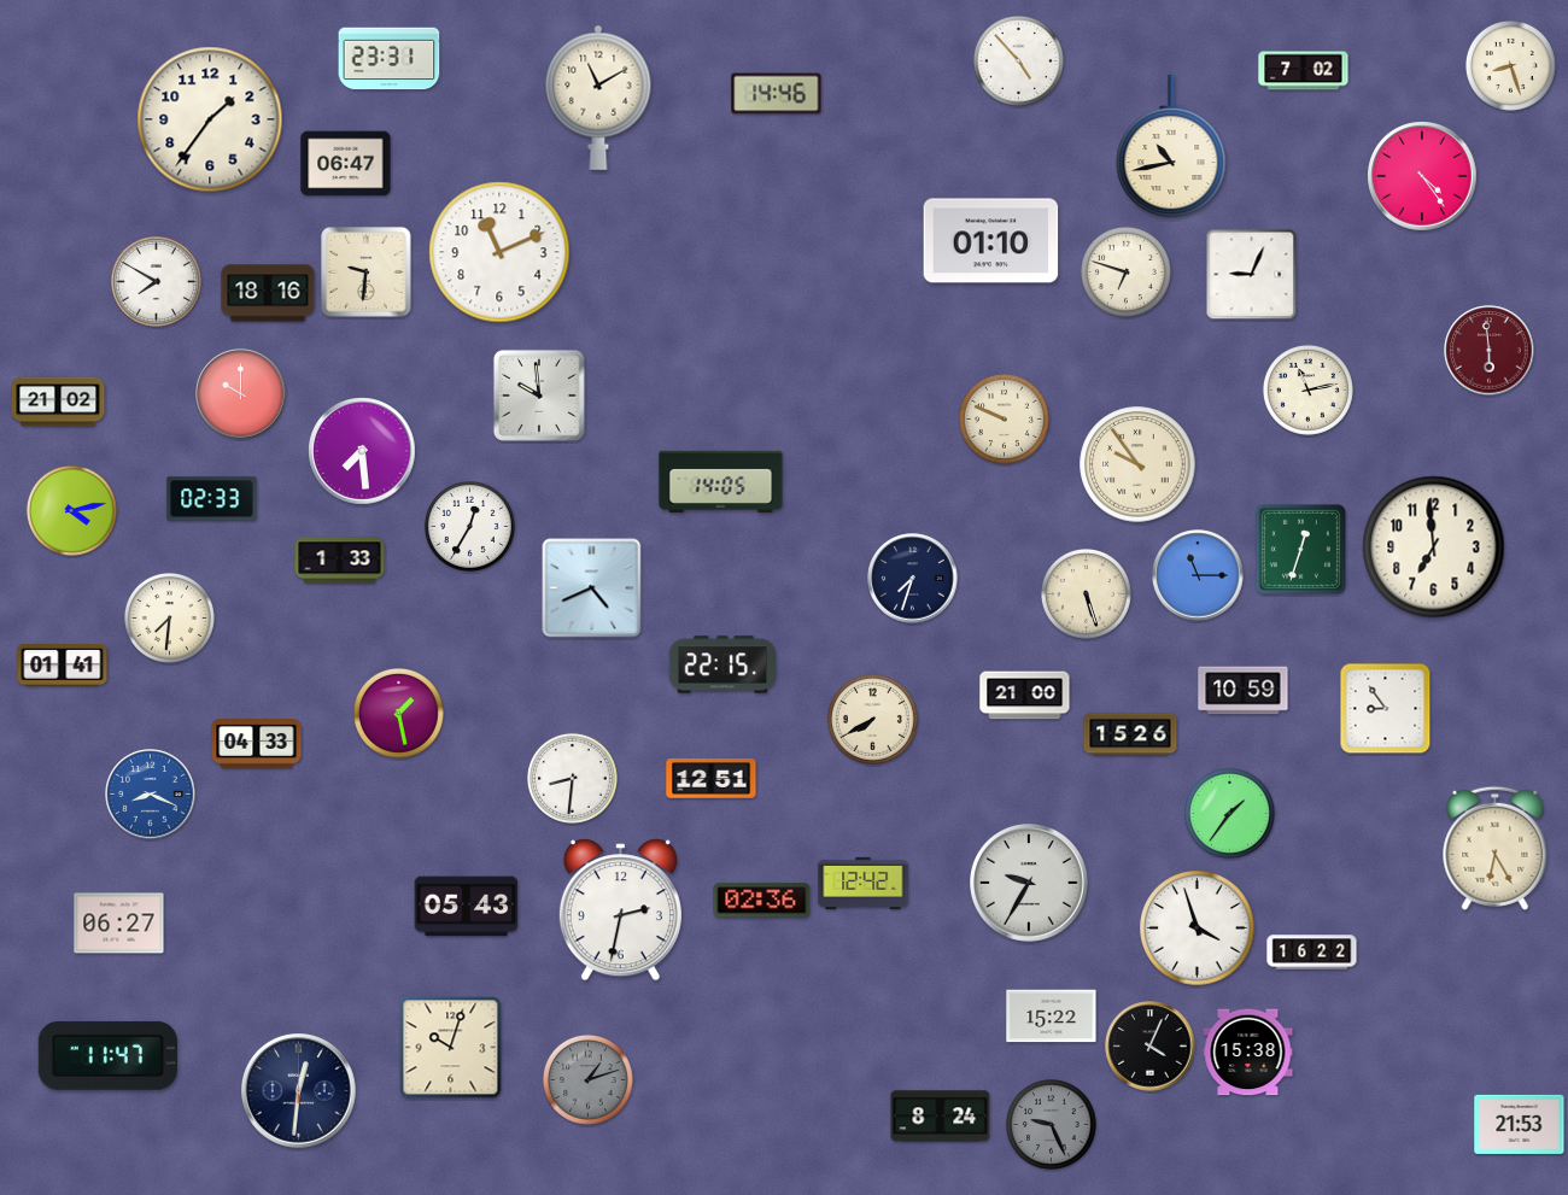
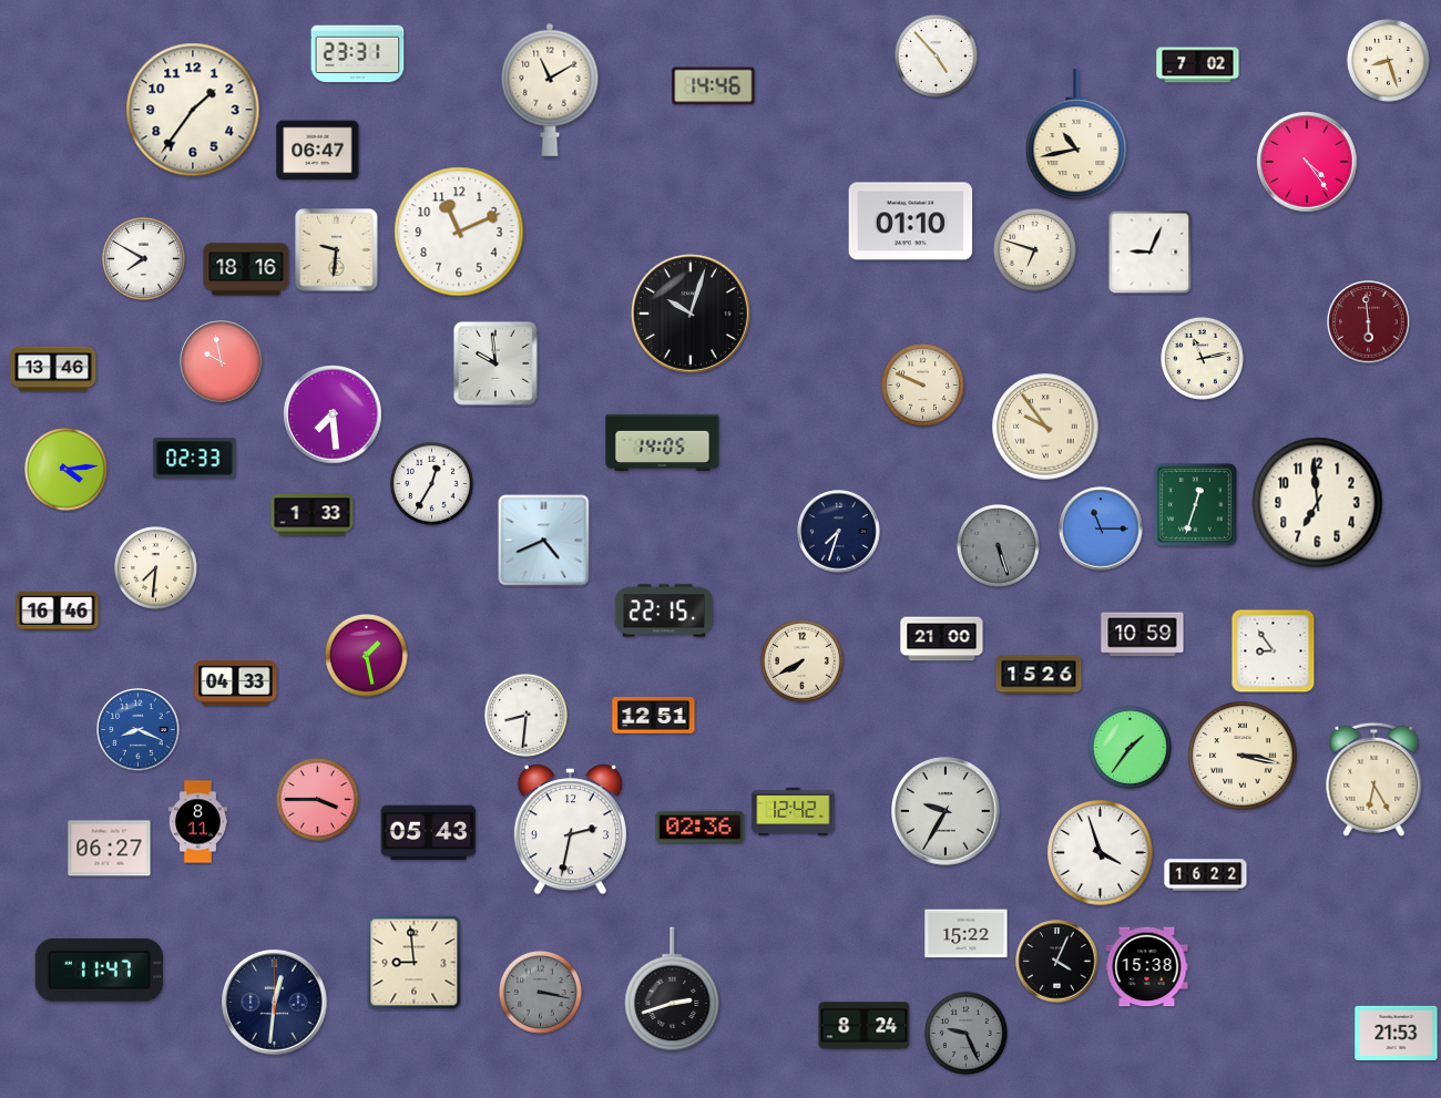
clock at (691, 314): none -> 10:03
clock at (241, 394): 10:00 -> 9:58
clock at (58, 402): 21:02 -> 13:46
clock at (71, 510): 4:13 -> 4:14
clock at (1086, 593) dial: cream -> grey
clock at (63, 666): 01:41 -> 16:46
clock at (1243, 756): none -> 3:17
clock at (317, 799): none -> 3:45
clock at (197, 822): none -> 8:11
clock at (620, 910) position: (620, 910) -> (570, 830)
clock at (451, 1048): 10:03 -> 8:59
clock at (673, 989): none -> 2:42
clock at (587, 1079): 1:12 -> 3:17
